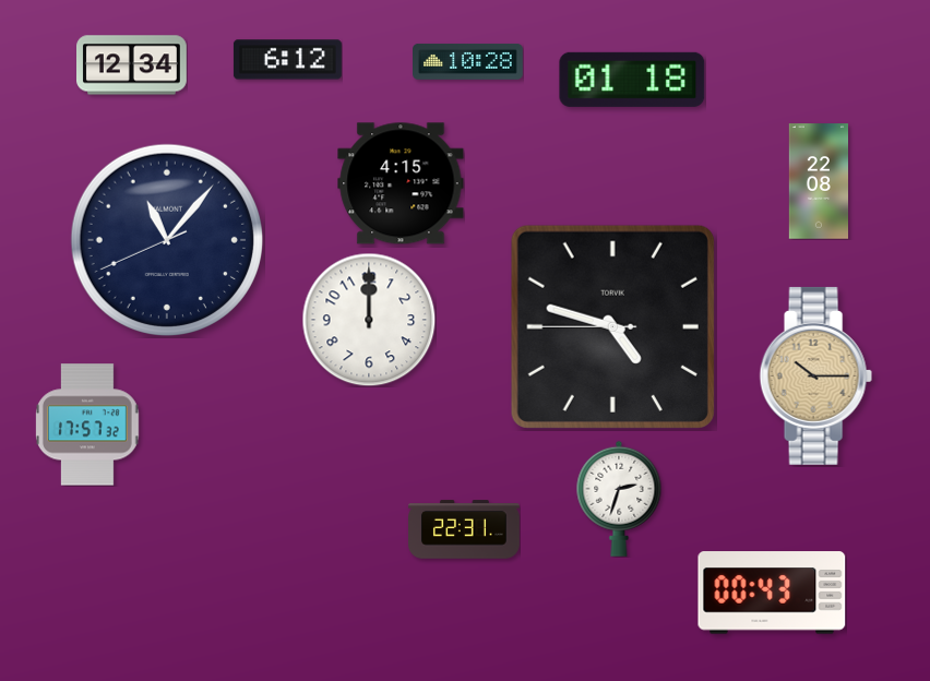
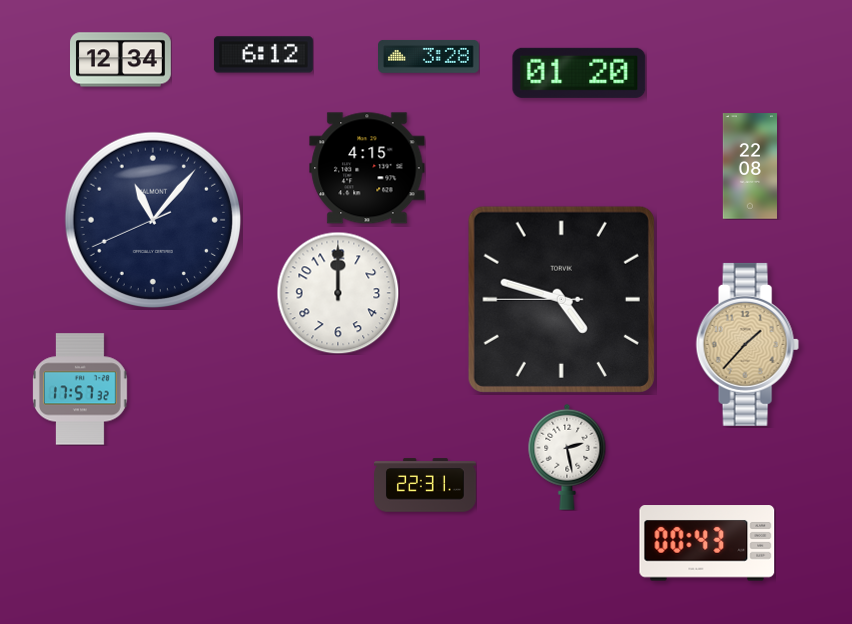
clock at (468, 61): 10:28 -> 3:28
clock at (632, 80): 01:18 -> 01:20
clock at (815, 375): 10:15 -> 1:37
clock at (619, 499): 2:33 -> 2:28
